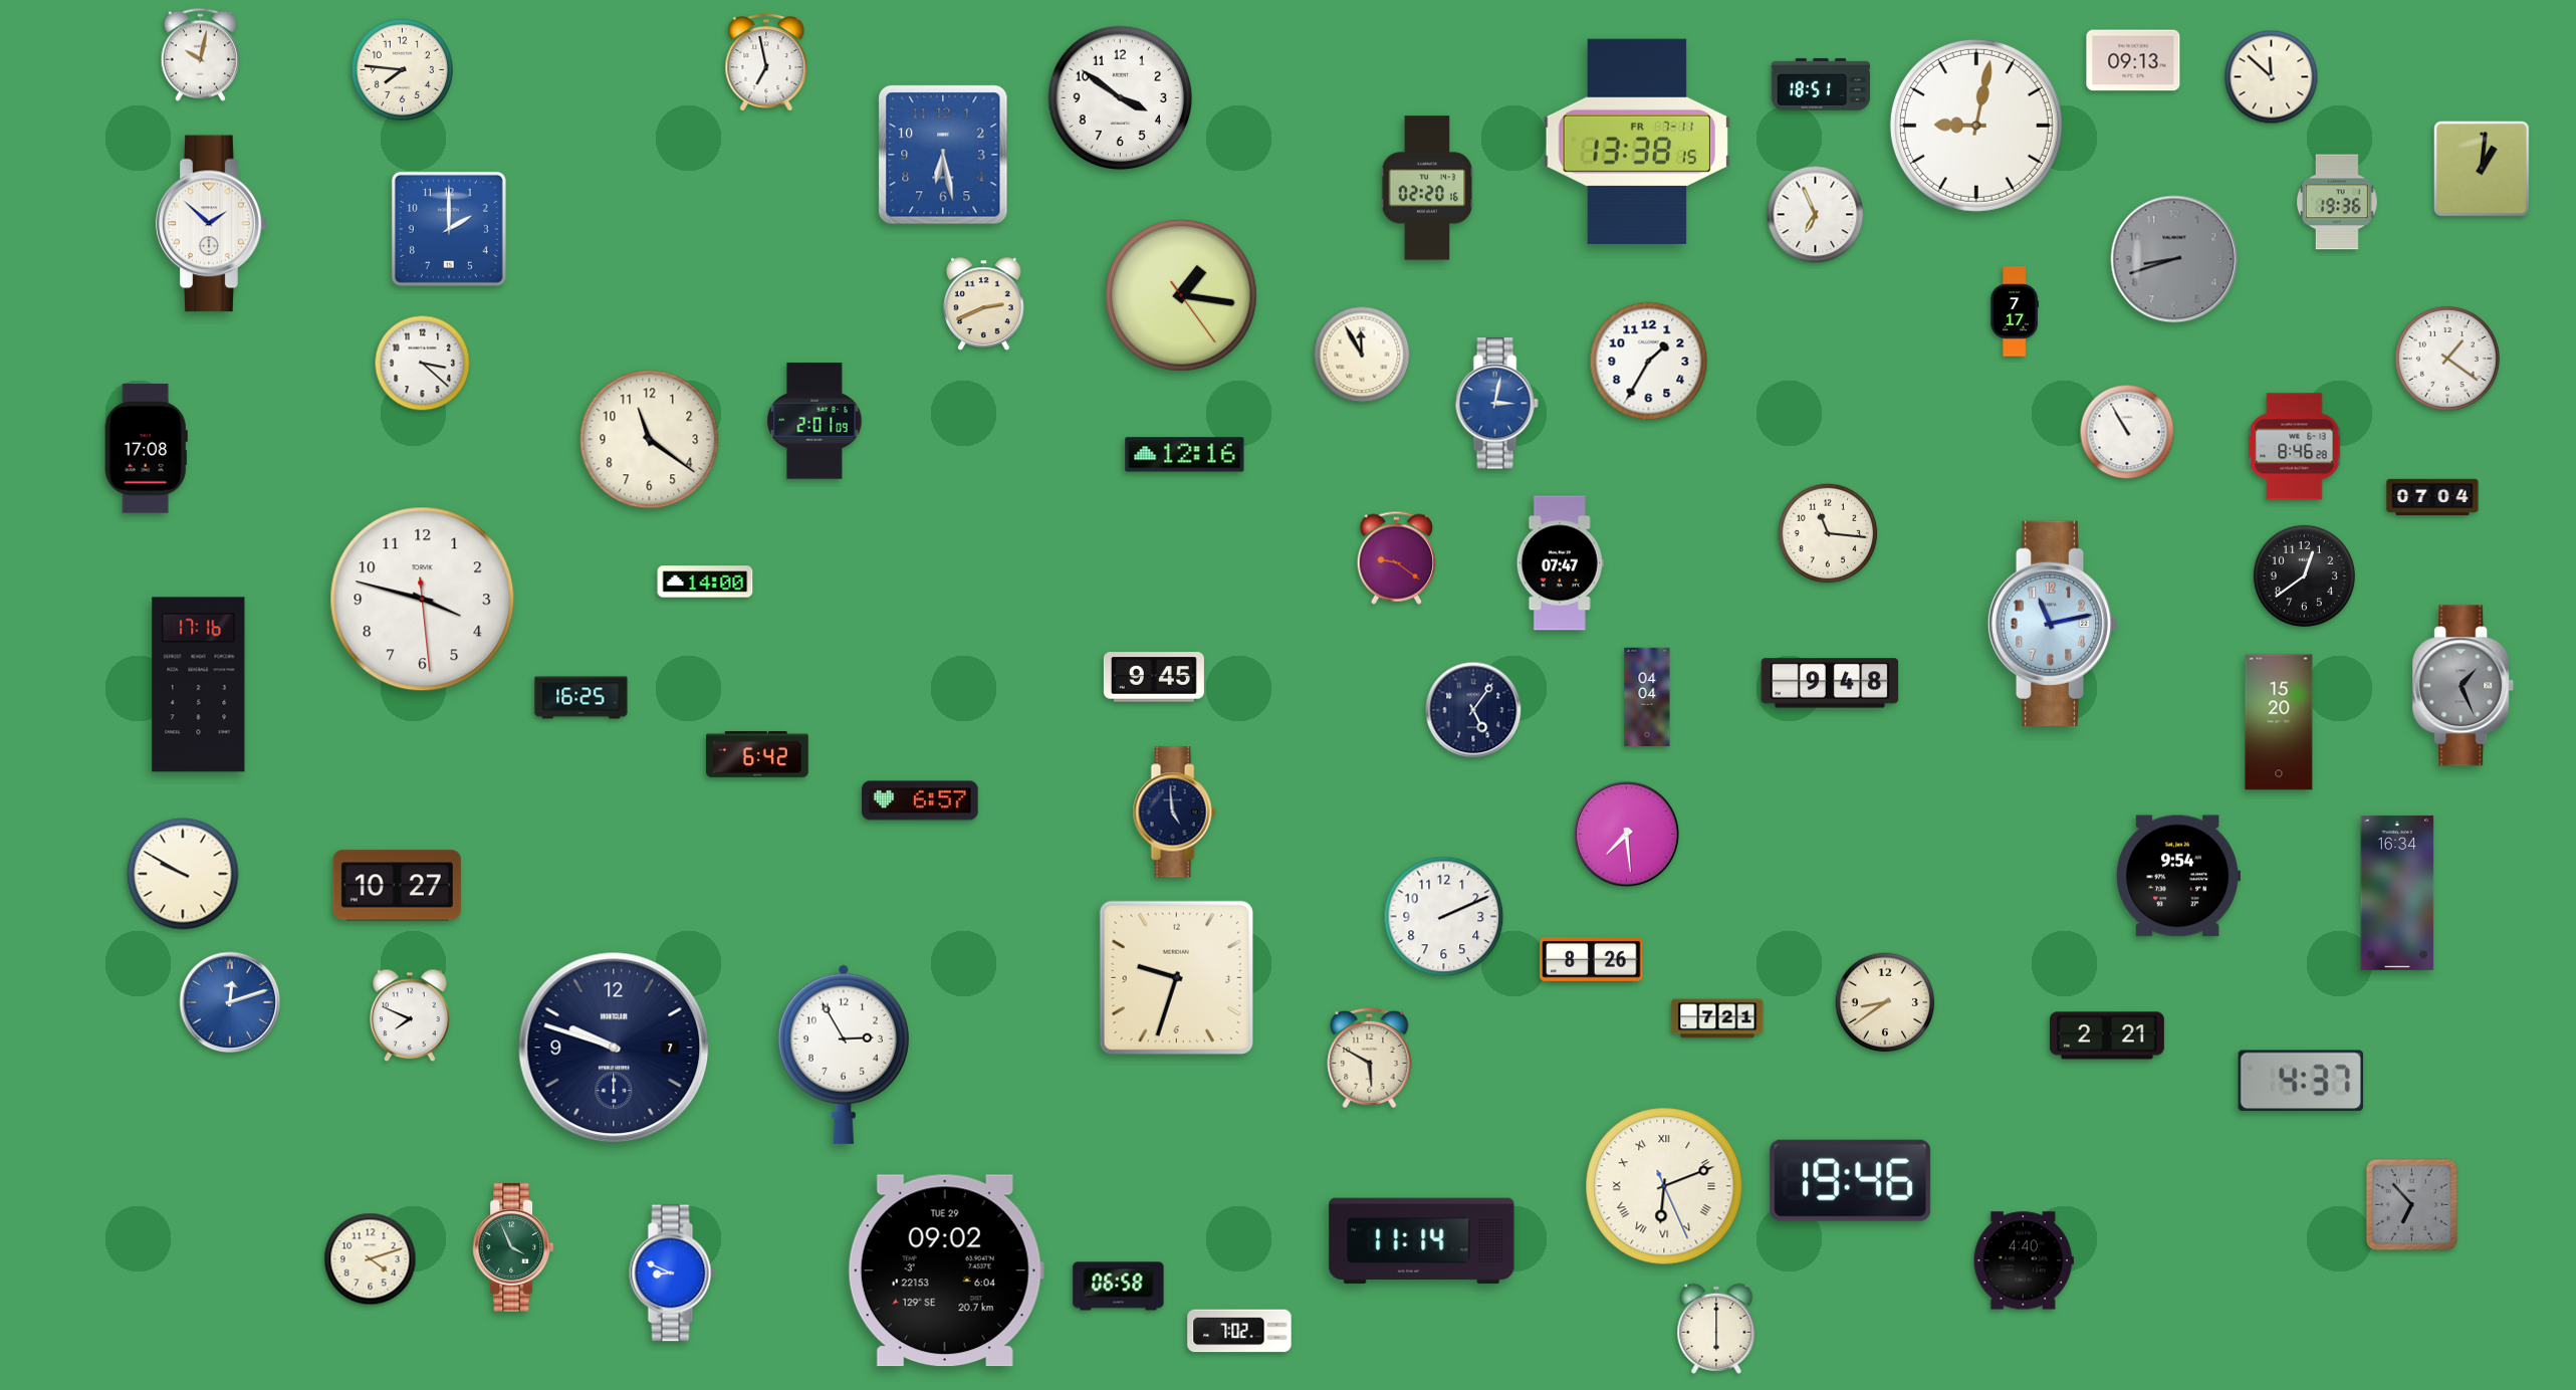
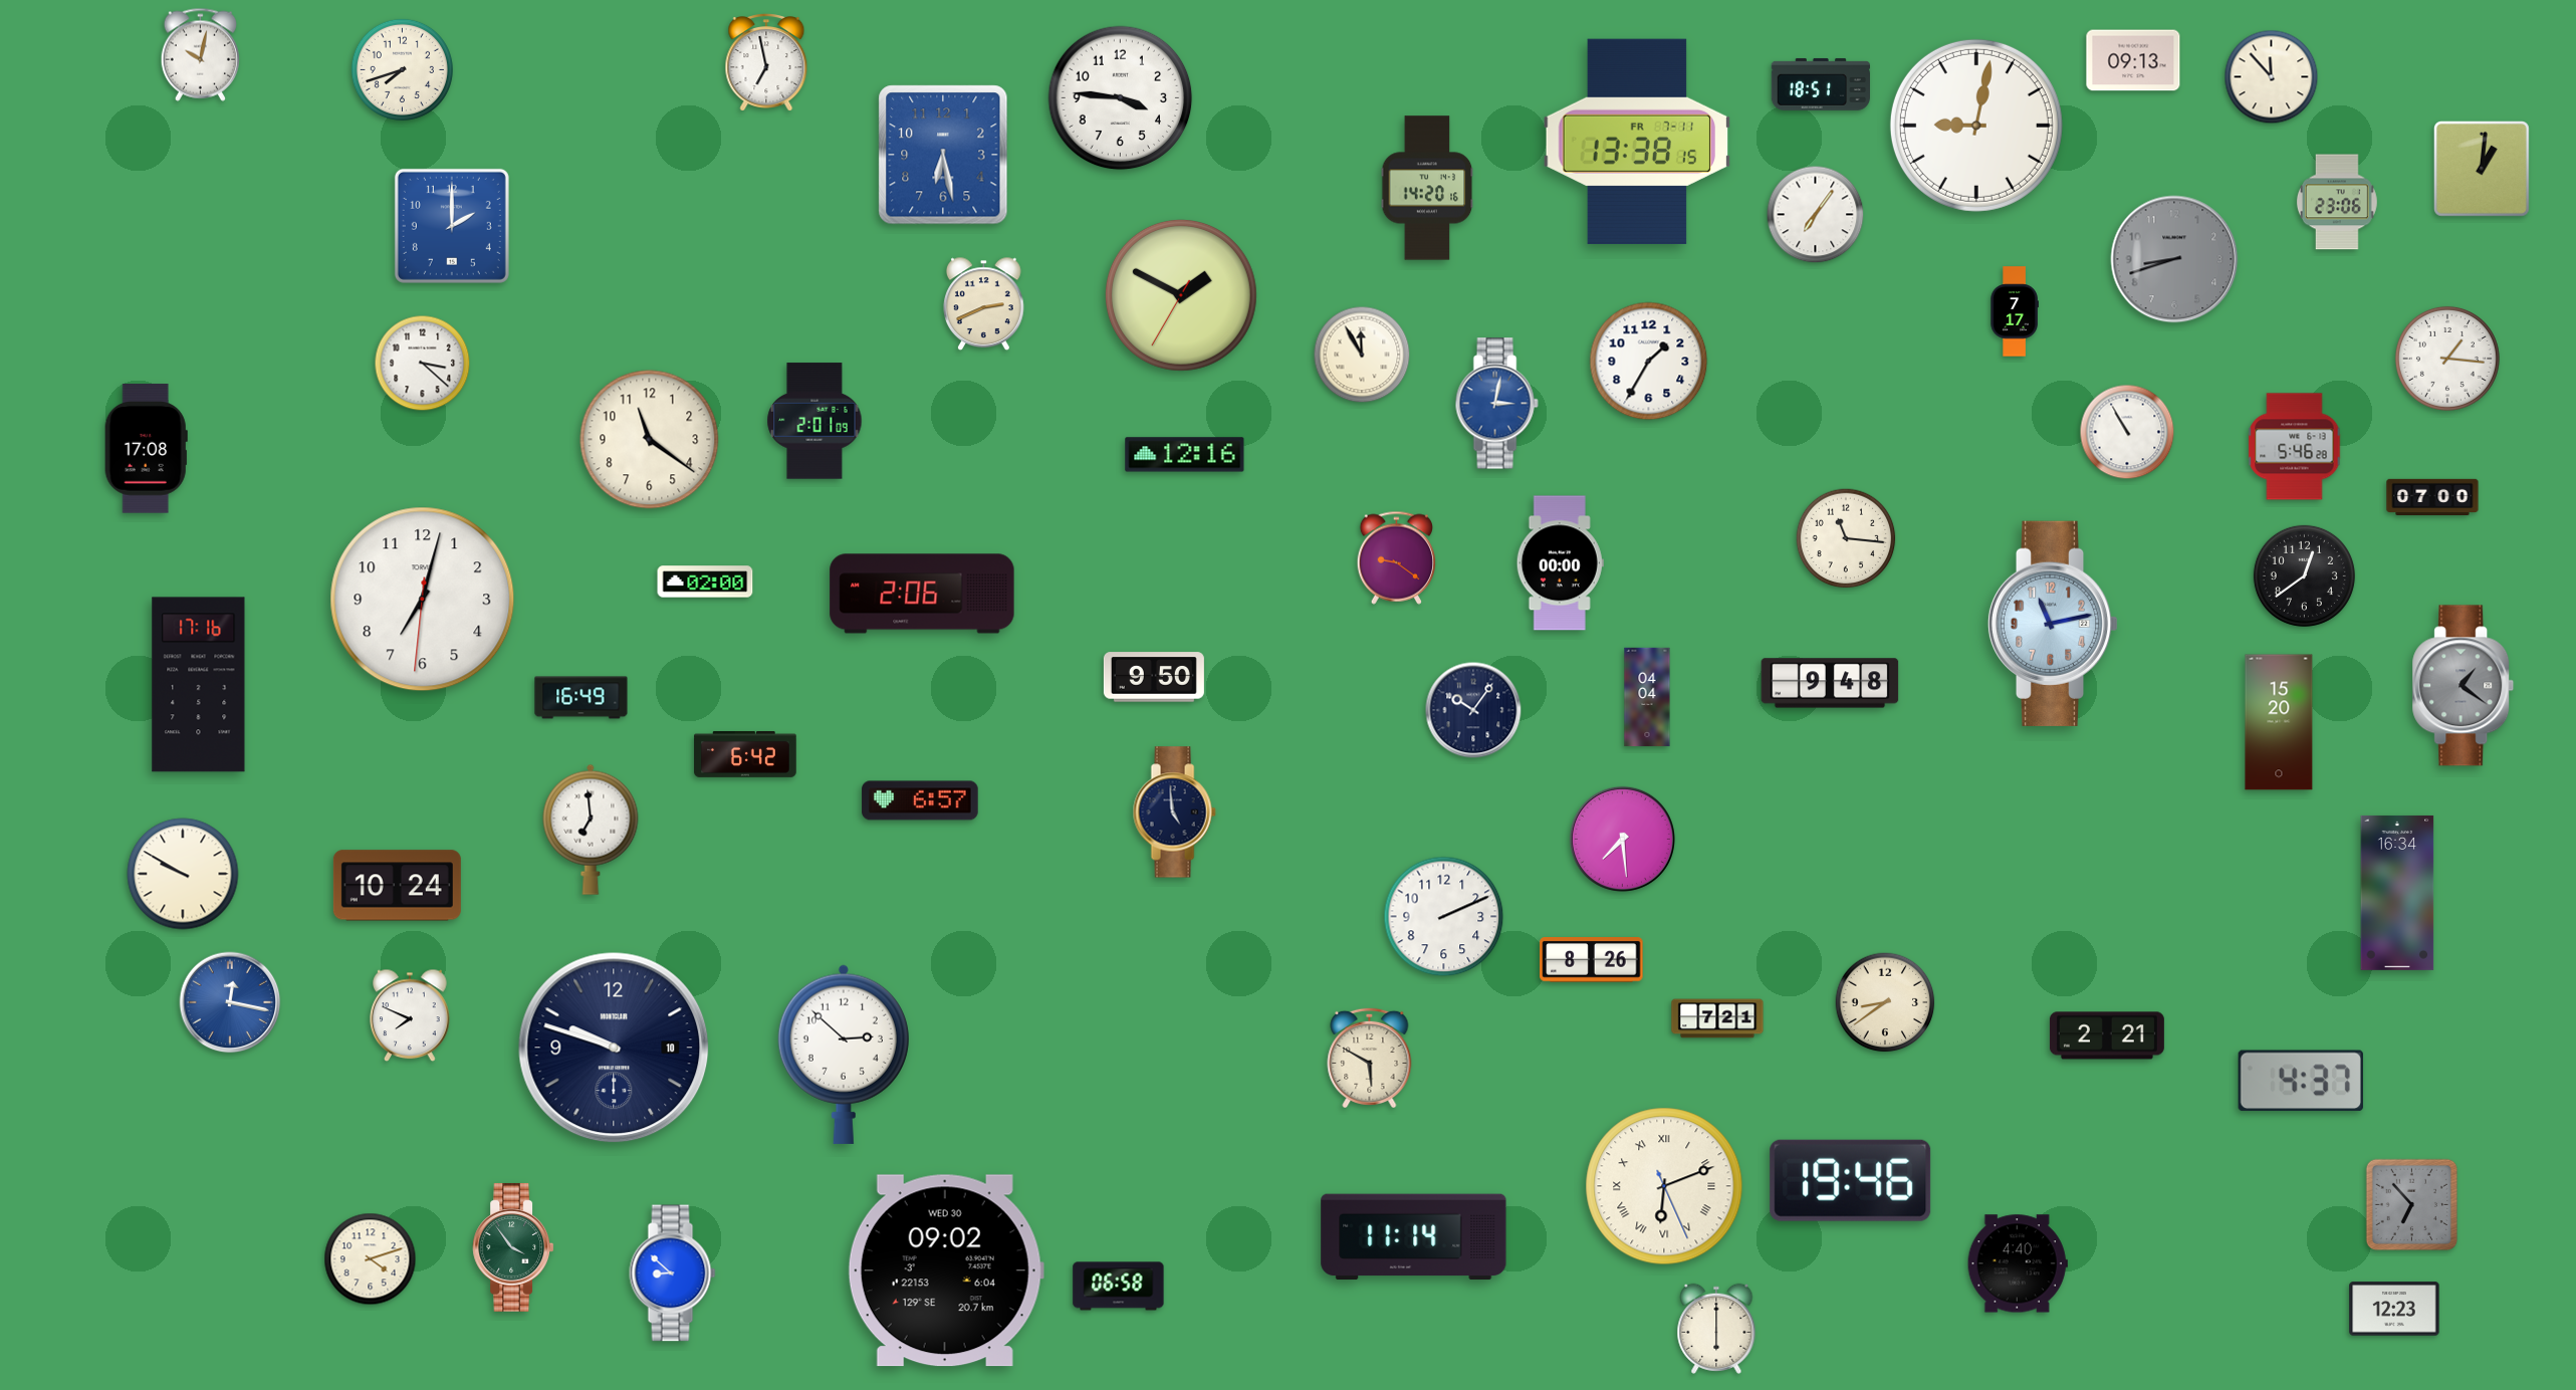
clock at (402, 69): 7:46 -> 7:42
clock at (2272, 77): 11:52 -> 11:53
clock at (1121, 98): 3:51 -> 3:46
clock at (1427, 188): 02:20 -> 14:20
clock at (2337, 202): 19:36 -> 23:06
clock at (1816, 215): 6:56 -> 7:06
clock at (212, 224): 1:52 -> none
clock at (449, 229) position: (449, 229) -> (452, 226)
clock at (1181, 295): 1:16 -> 1:49
clock at (2447, 359): 1:21 -> 1:16
clock at (2295, 447): 8:46 -> 5:46
clock at (2432, 497): 07:04 -> 07:00
clock at (1828, 533) position: (1828, 533) -> (1846, 538)
clock at (1560, 563): 07:47 -> 00:00
clock at (705, 582): 14:00 -> 02:00
clock at (922, 594): none -> 2:06
clock at (423, 600): 3:47 -> 7:02
clock at (1154, 677): 9:45 -> 9:50
clock at (2464, 686): 1:26 -> 1:21
clock at (581, 698): 16:25 -> 16:49
clock at (1473, 710): 5:06 -> 10:06
clock at (757, 754) position: (757, 754) -> (745, 754)
clock at (591, 830): none -> 6:59
clock at (1626, 834) position: (1626, 834) -> (1622, 839)
clock at (2178, 876): 9:54 -> none
clock at (397, 886): 10:27 -> 10:24
clock at (1176, 977): 9:33 -> none
clock at (230, 1002): 12:12 -> 12:17
clock at (614, 1048) date: 7 -> 10
clock at (844, 1055): 2:55 -> 2:52
clock at (1422, 1241) position: (1422, 1241) -> (1414, 1237)
clock at (513, 1247): 3:56 -> 3:54
clock at (2024, 1260) position: (2024, 1260) -> (2018, 1263)
clock at (946, 1270) date: TUE 29 -> WED 30
clock at (673, 1273): 8:49 -> 8:52
clock at (2394, 1309): none -> 12:23
clock at (1239, 1331): 7:02 -> none
